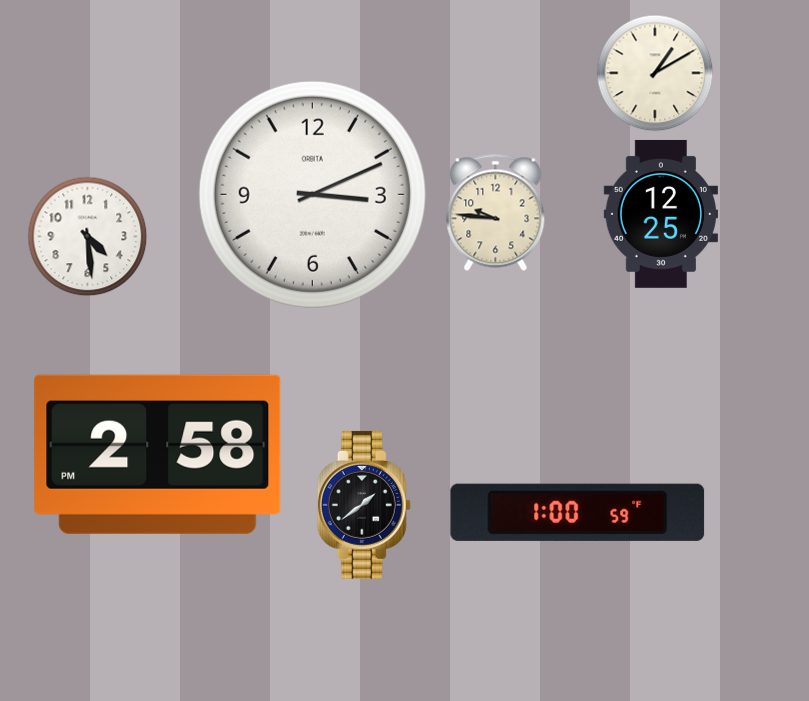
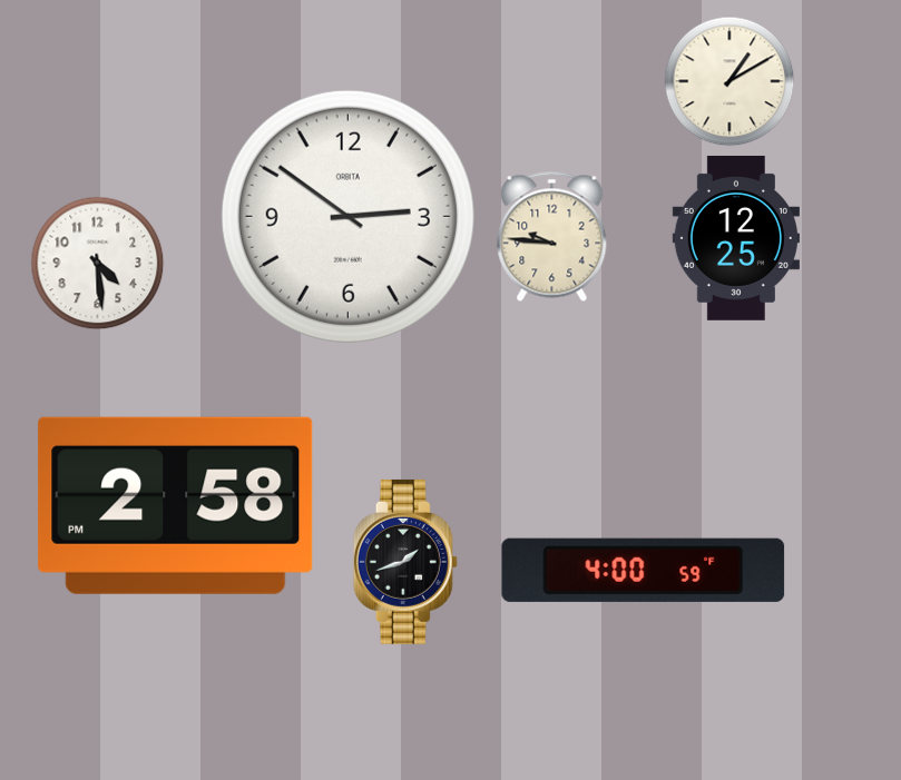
clock at (312, 194): 3:11 -> 2:51
clock at (364, 505): 1:39 -> 1:42
clock at (578, 512): 1:00 -> 4:00
